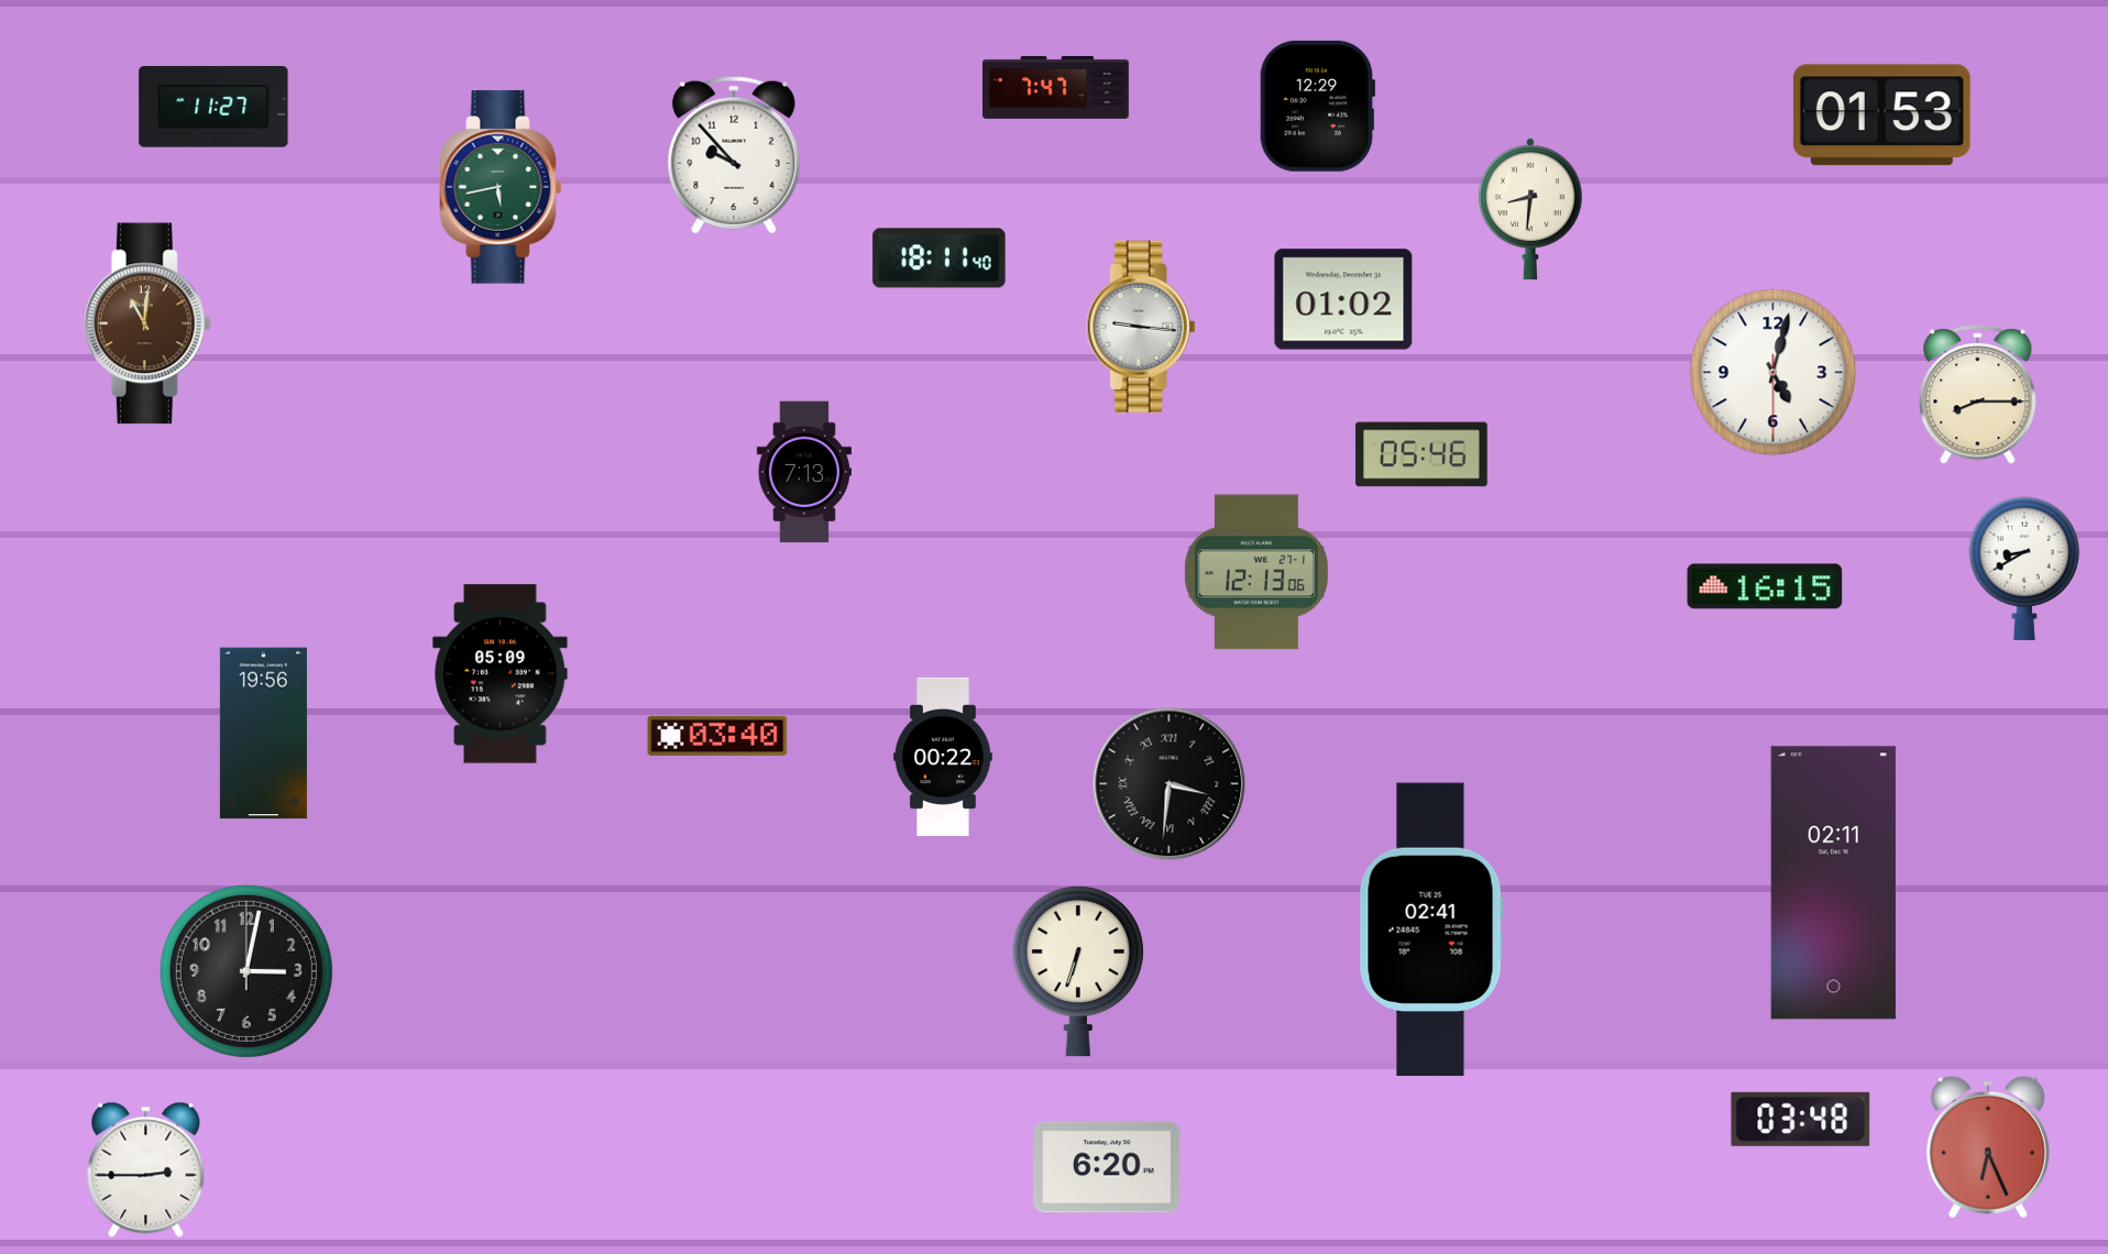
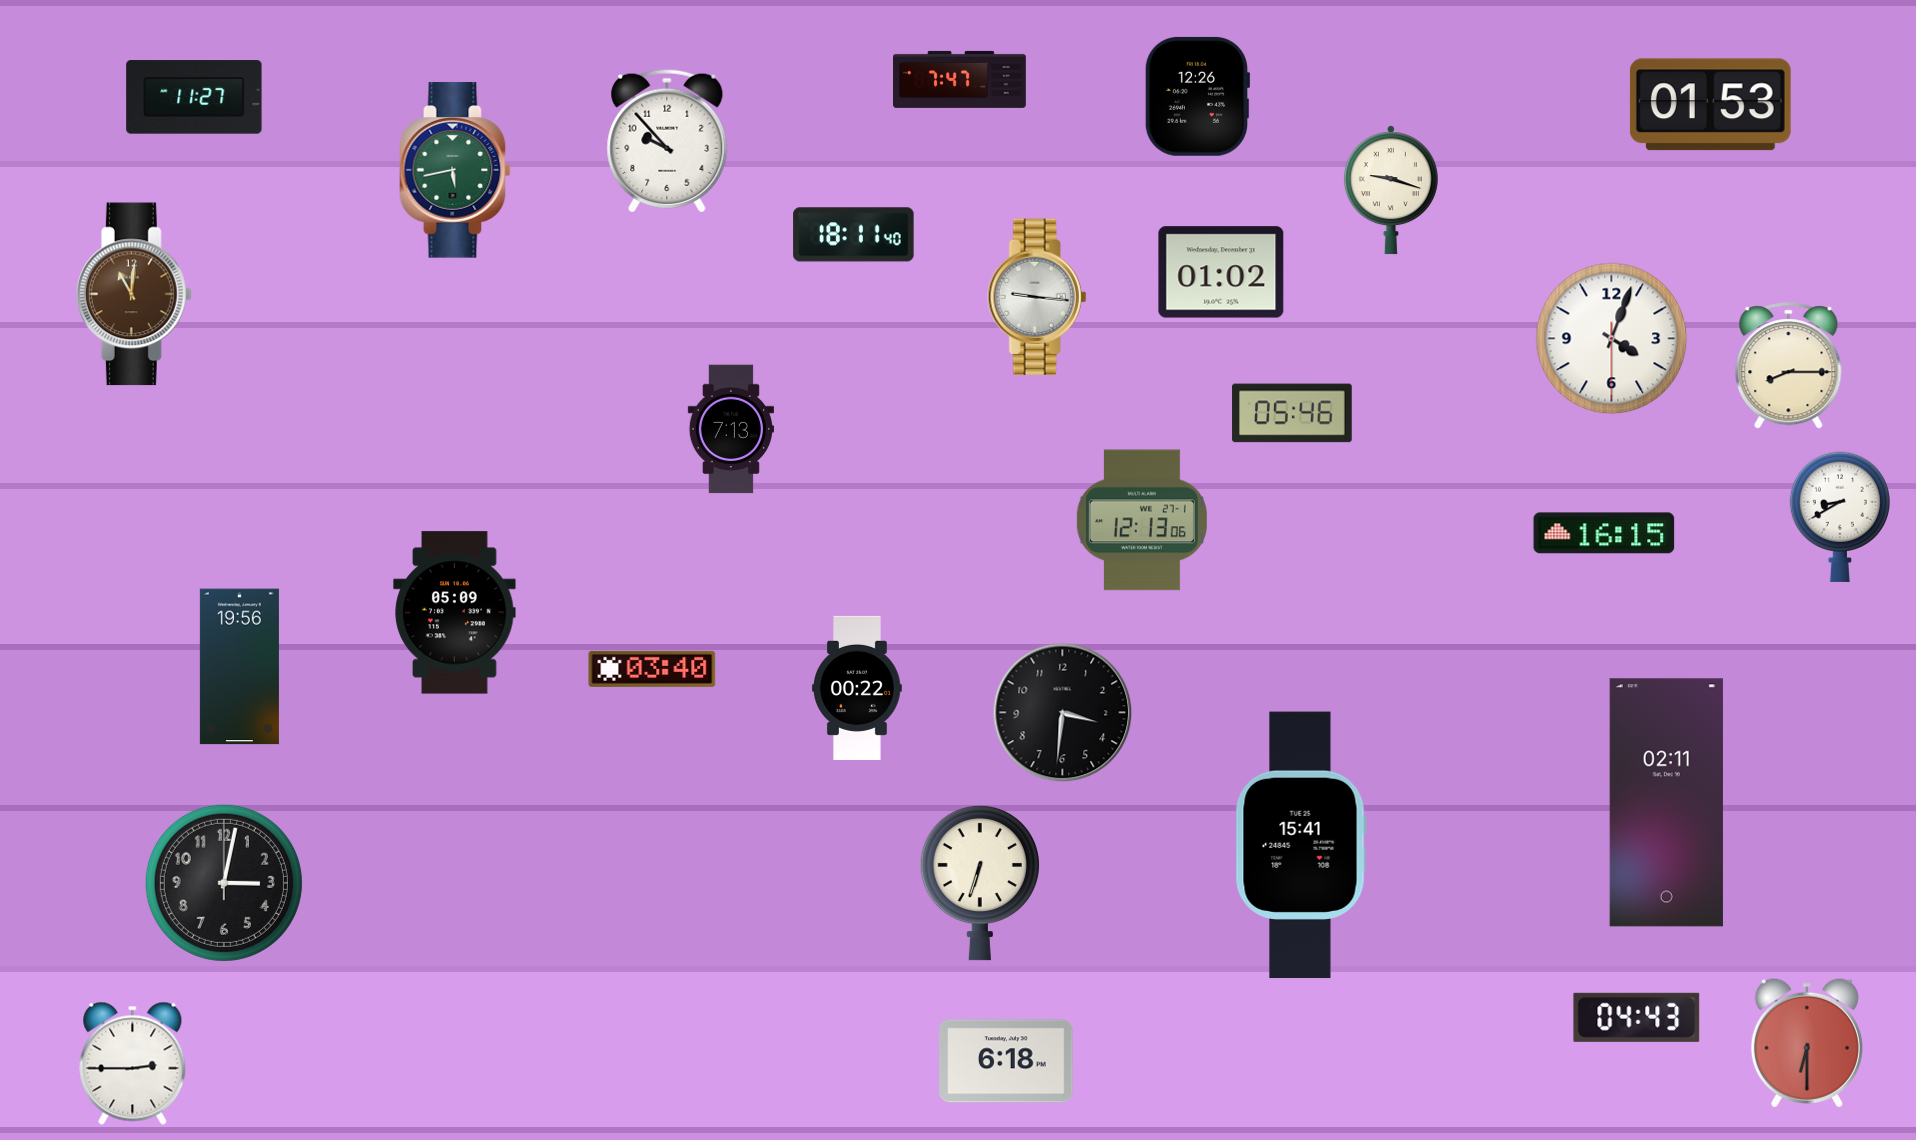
clock at (1317, 106): 12:29 -> 12:26
clock at (1530, 209): 8:31 -> 9:18
clock at (1774, 373): 5:02 -> 4:03
clock at (1978, 395) position: (1978, 395) -> (1789, 366)
clock at (1170, 784) numerals: Roman -> Arabic
clock at (1431, 930): 02:41 -> 15:41
clock at (1801, 1119): 03:48 -> 04:43
clock at (1988, 1147): 6:26 -> 6:30
clock at (1107, 1167): 6:20 -> 6:18
